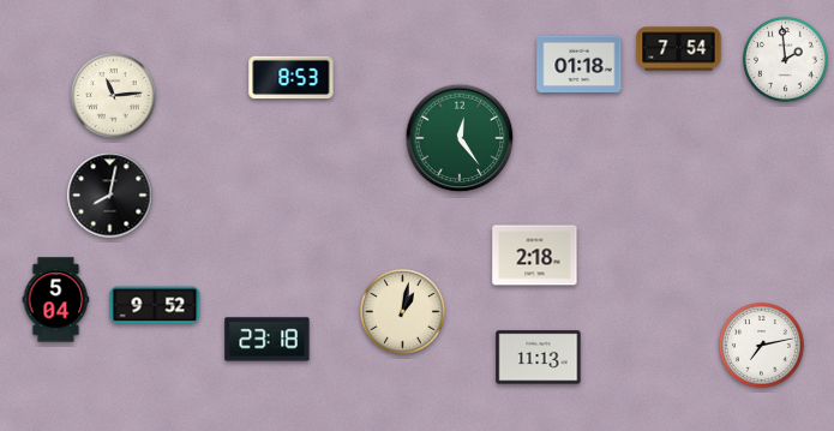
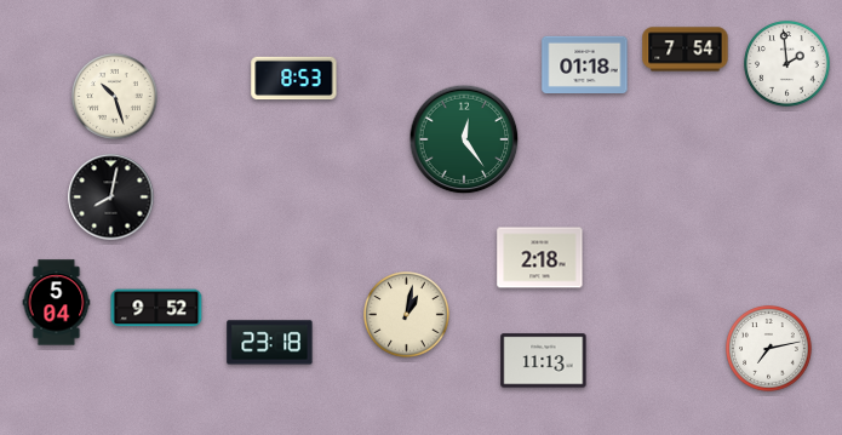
clock at (786, 60) position: (786, 60) -> (787, 64)
clock at (114, 96): 11:14 -> 10:27
